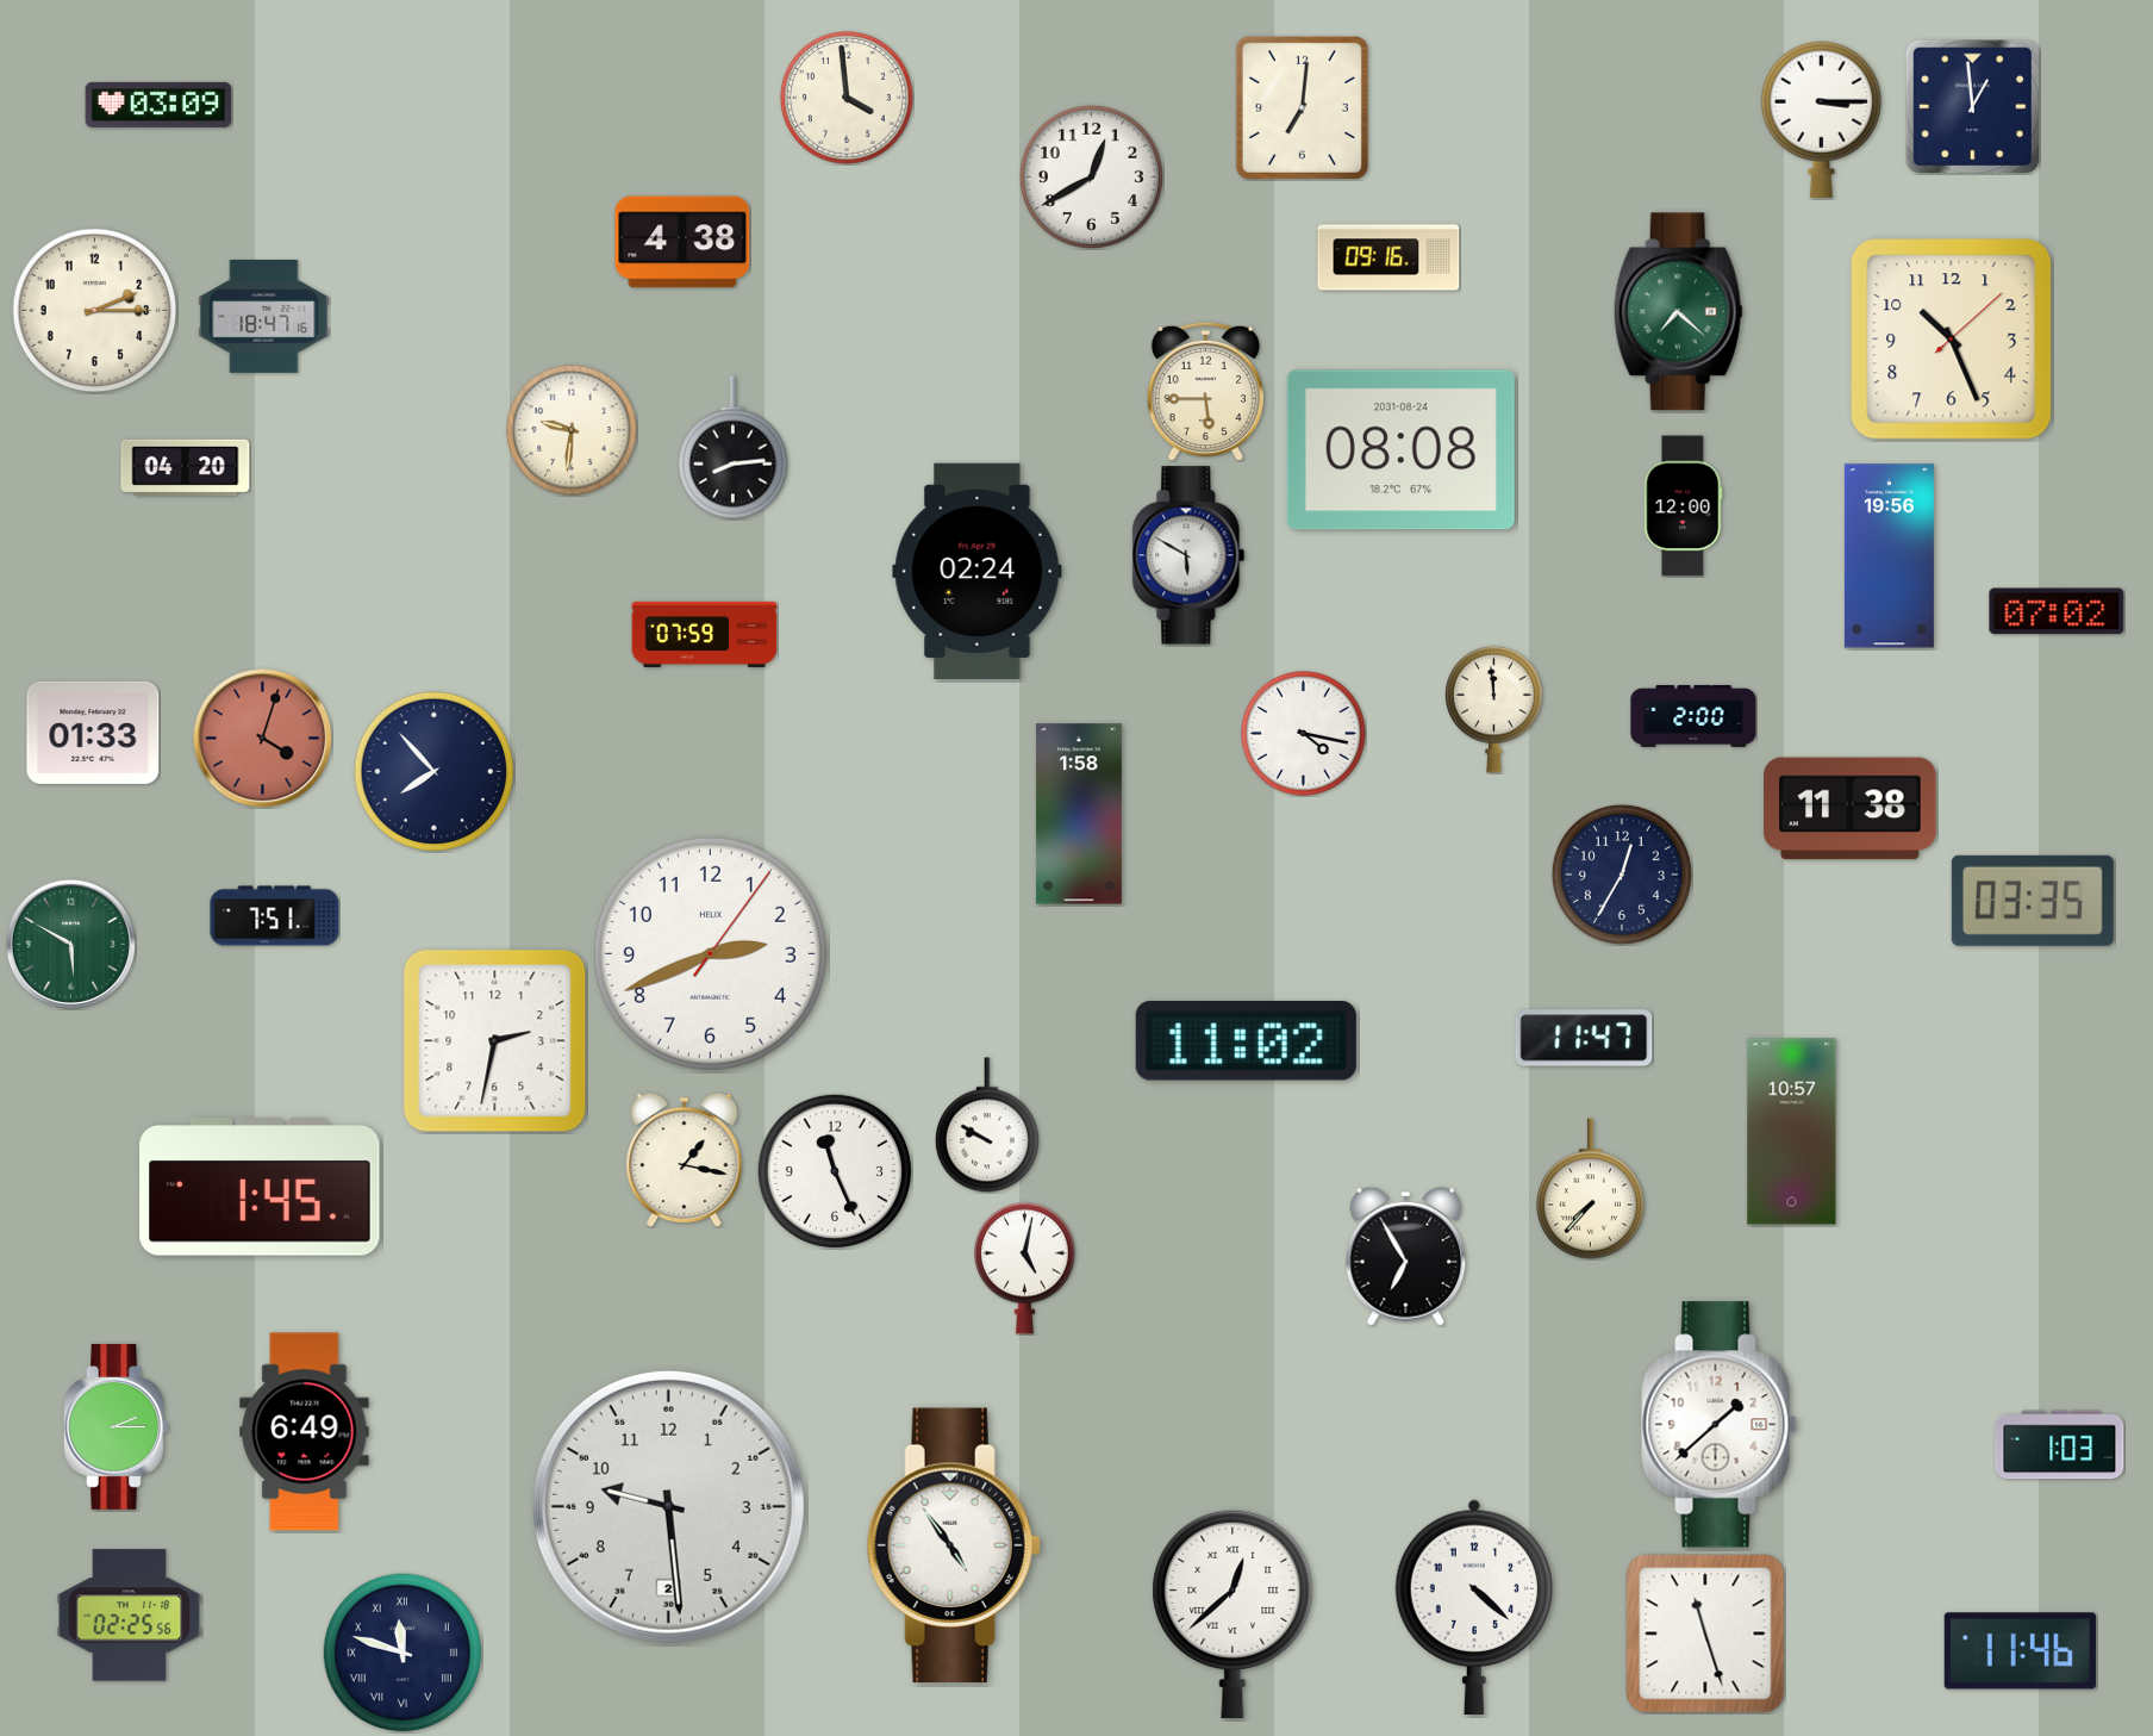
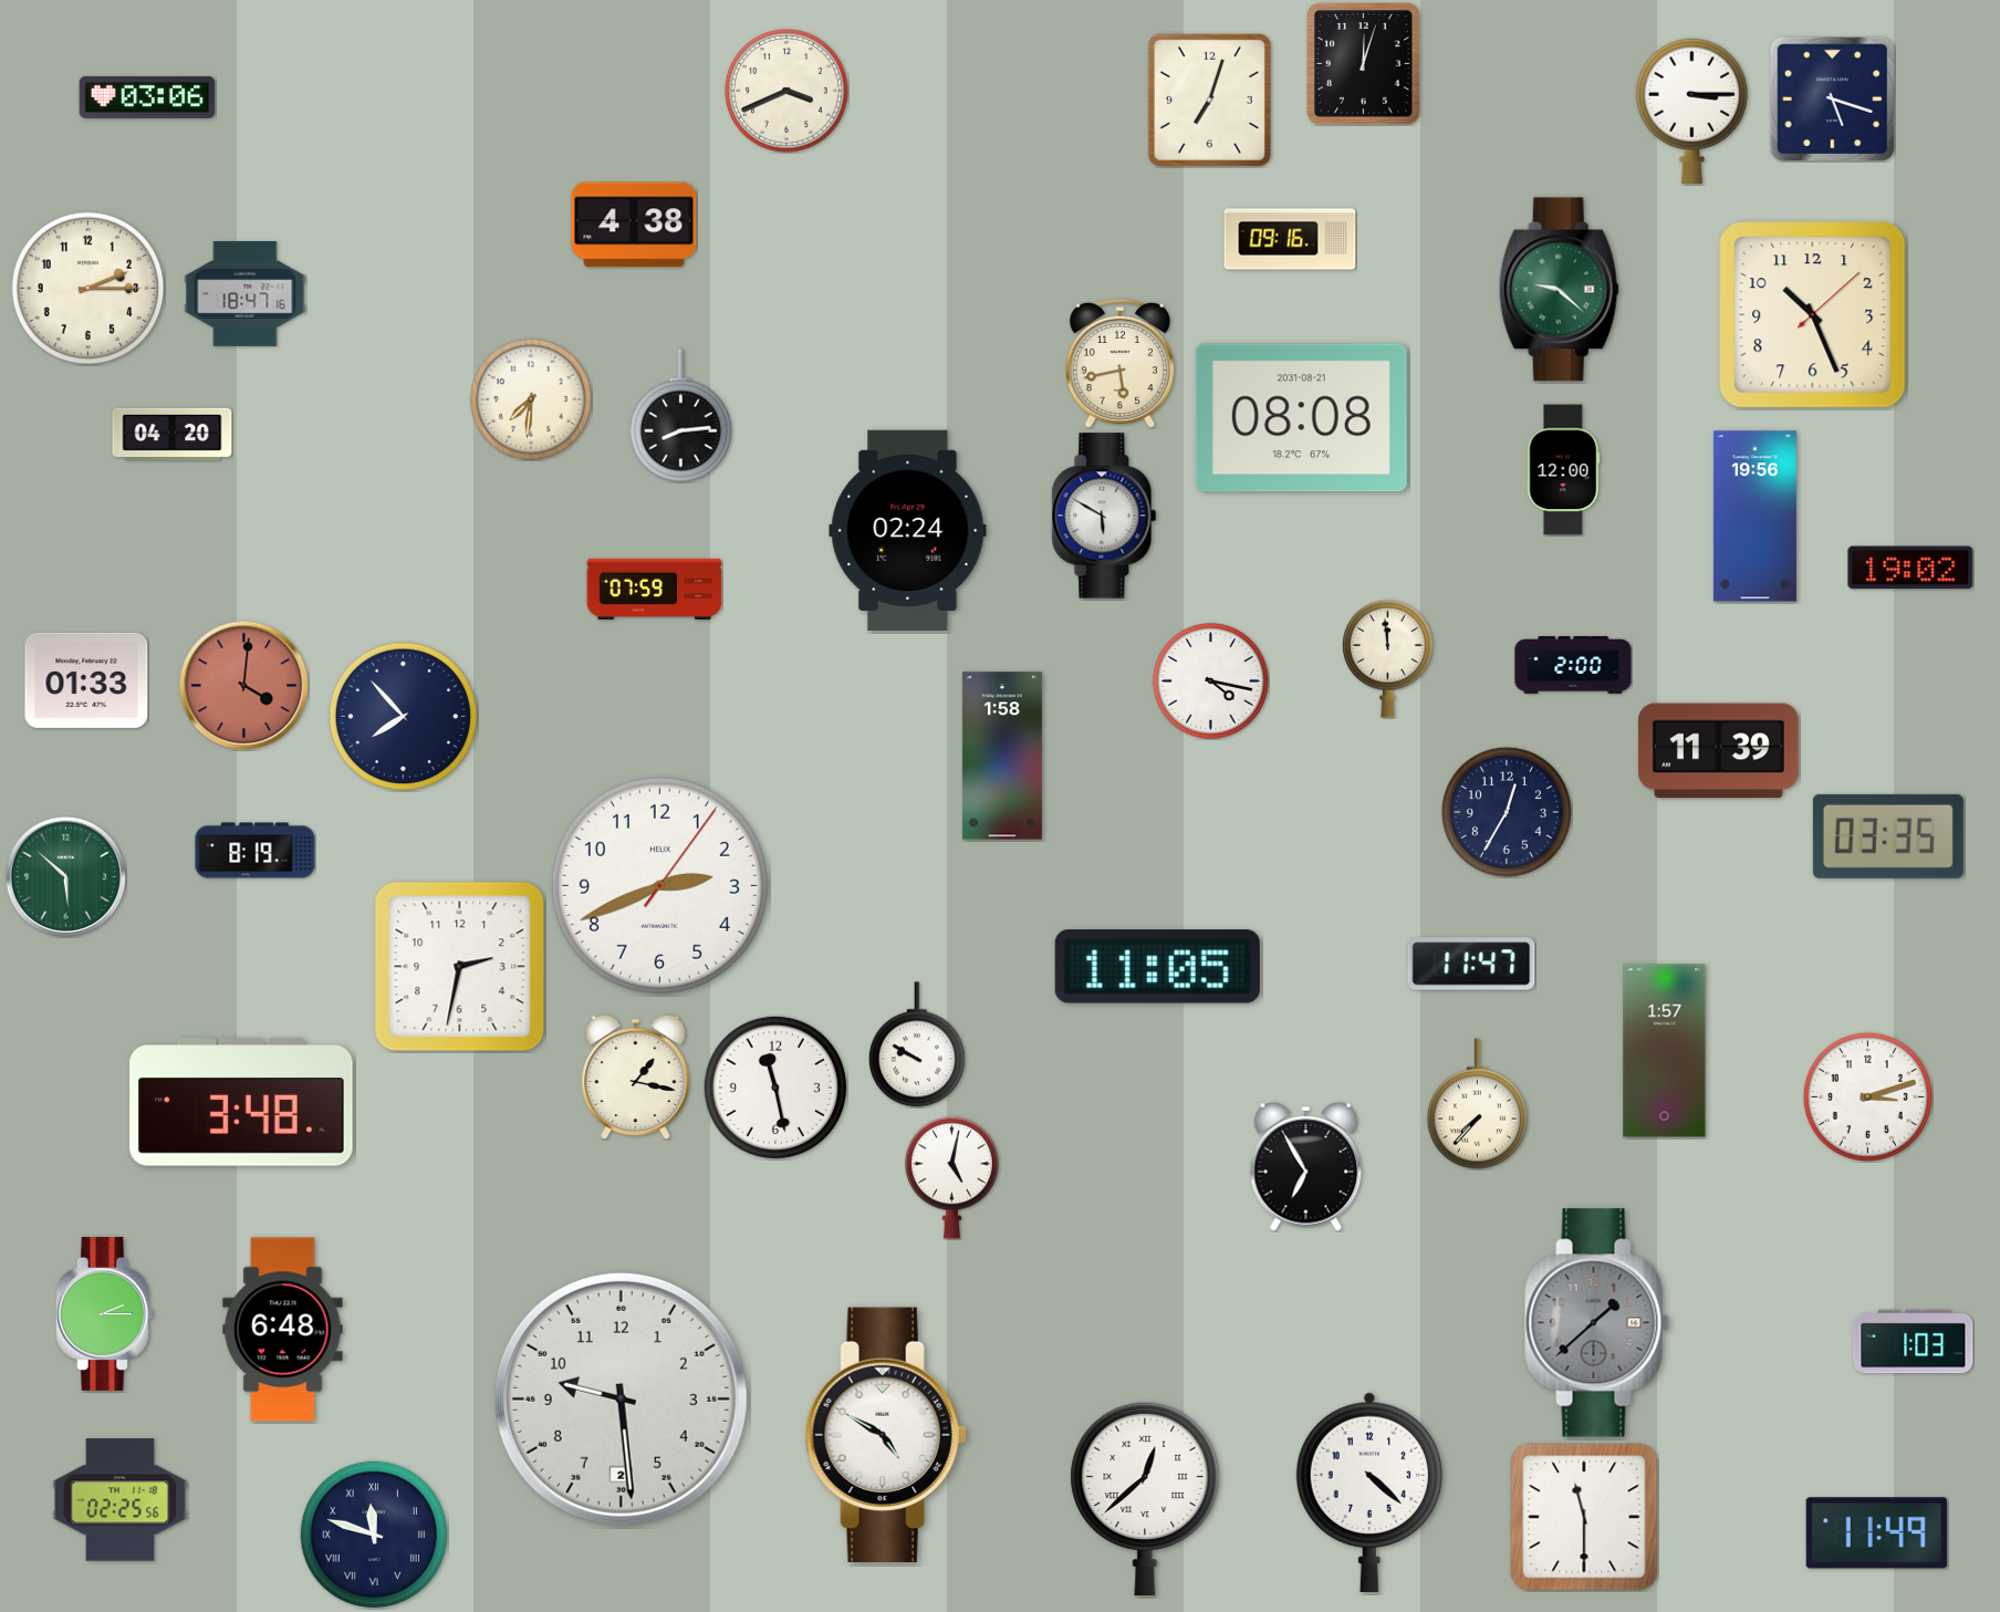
clock at (1364, 64): none -> 12:03
clock at (848, 99): 3:59 -> 3:41
clock at (158, 105): 03:09 -> 03:06
clock at (1972, 106): 12:59 -> 5:18
clock at (1302, 107): 7:01 -> 7:03
clock at (1091, 176): 12:40 -> none
clock at (1678, 312): 7:22 -> 9:22
clock at (1205, 391): 5:45 -> 5:43
clock at (573, 431): 9:31 -> 7:31
clock at (1400, 450) date: 2031-08-24 -> 2031-08-21
clock at (2057, 611): 07:02 -> 19:02
clock at (262, 738): 4:03 -> 4:01
clock at (1851, 809): 11:38 -> 11:39
clock at (275, 916): 7:51 -> 8:19
clock at (70, 944): 5:50 -> 5:52
clock at (1246, 1041): 11:02 -> 11:05
clock at (1792, 1132): 10:57 -> 1:57
clock at (835, 1171): 11:26 -> 11:28
clock at (1867, 1096): none -> 3:12
clock at (260, 1187): 1:45 -> 3:48
clock at (1720, 1425) dial: white -> grey
clock at (117, 1426) position: (117, 1426) -> (105, 1313)
clock at (305, 1432): 6:49 -> 6:48
clock at (954, 1544): 4:54 -> 4:50
clock at (1705, 1634): 11:27 -> 11:30
clock at (2020, 1651): 11:46 -> 11:49
